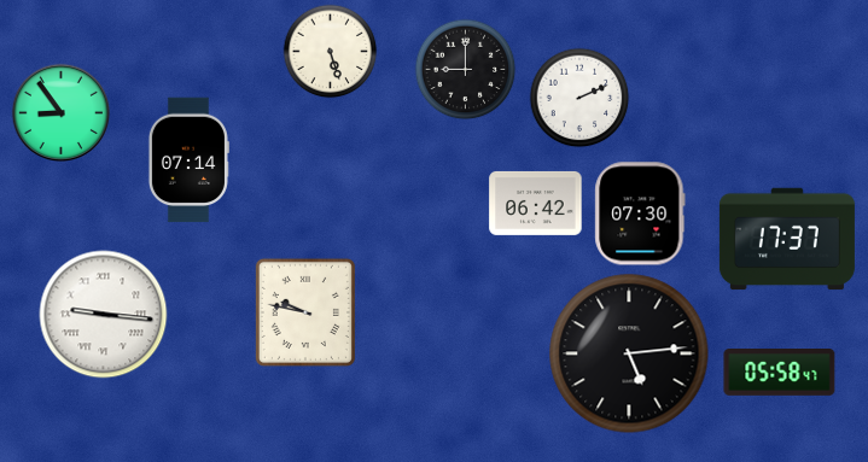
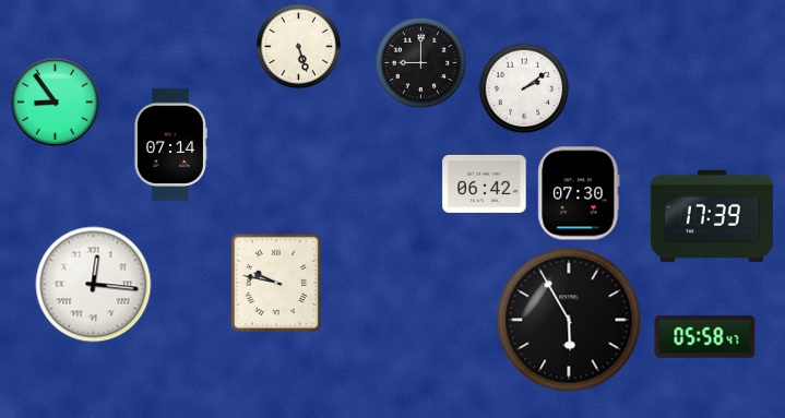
clock at (579, 98): 2:11 -> 2:09
clock at (787, 239): 17:37 -> 17:39
clock at (104, 315): 9:16 -> 12:16
clock at (629, 353): 5:14 -> 5:55
